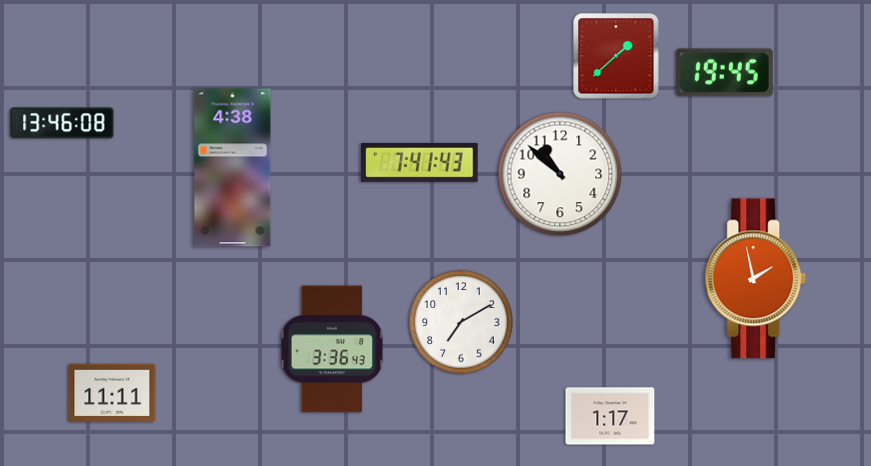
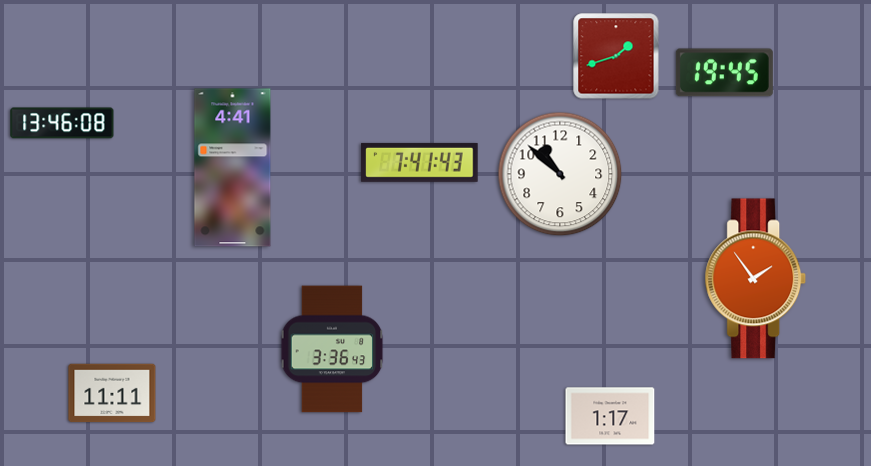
clock at (616, 56): 1:38 -> 1:42
clock at (233, 168): 4:38 -> 4:41
clock at (756, 279): 1:58 -> 1:54
clock at (461, 322): 7:10 -> none
